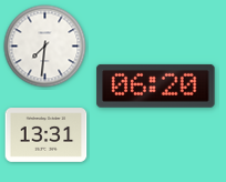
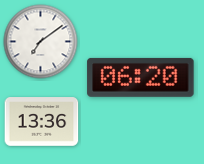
clock at (45, 47): 7:31 -> 7:09
clock at (47, 135): 13:31 -> 13:36
